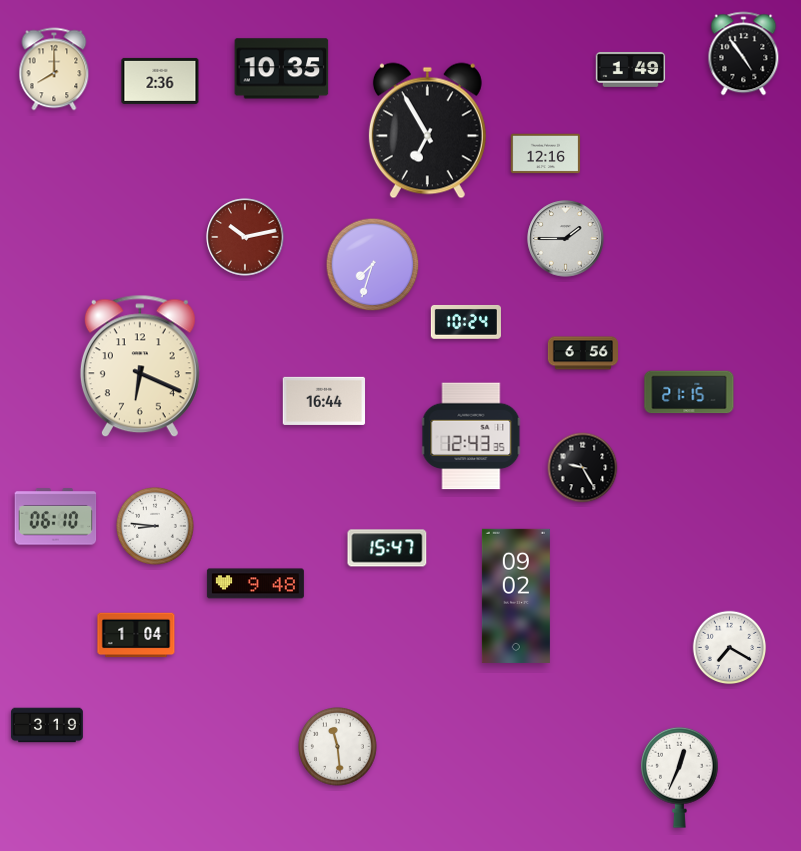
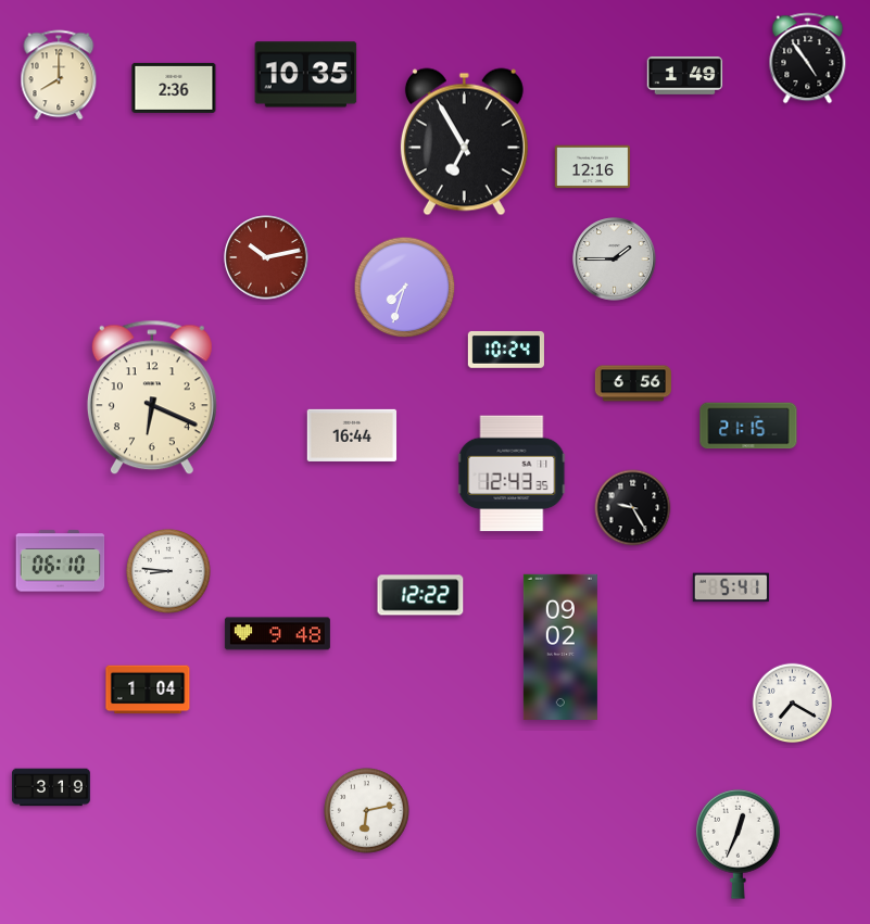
clock at (731, 587): none -> 5:41
clock at (387, 548): 15:47 -> 12:22
clock at (338, 747): 11:29 -> 6:13
